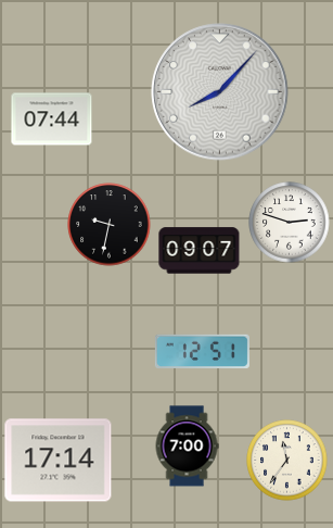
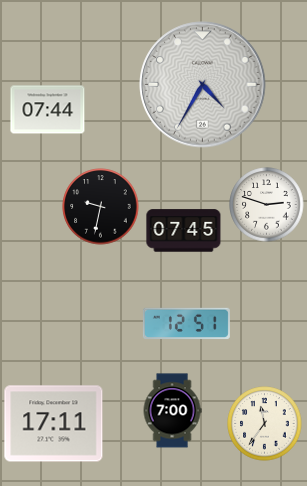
clock at (220, 92): 8:07 -> 4:35
clock at (200, 251): 09:07 -> 07:45
clock at (59, 461): 17:14 -> 17:11
